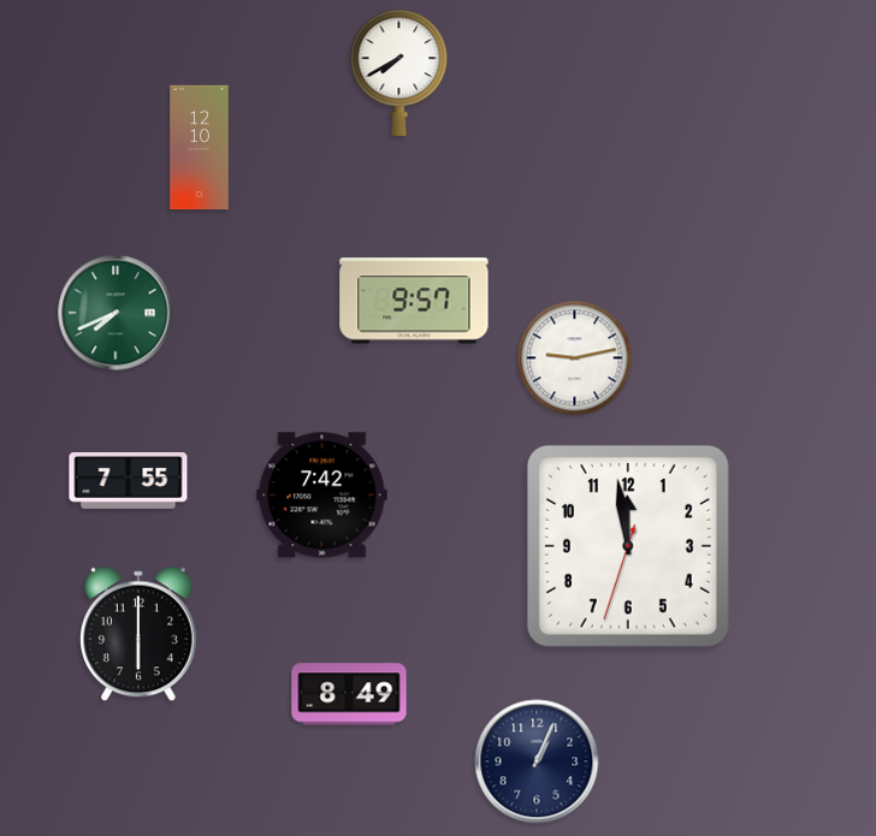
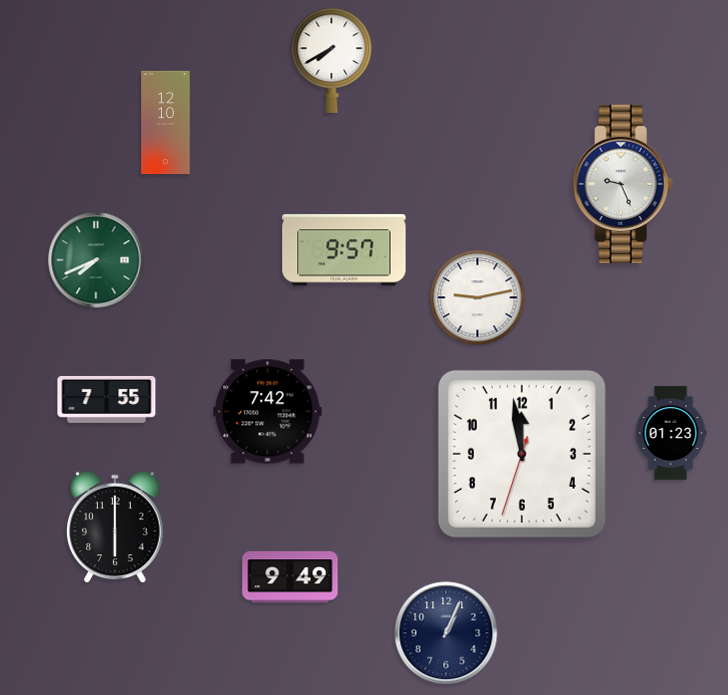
clock at (623, 184): none -> 9:26
clock at (671, 433): none -> 01:23
clock at (349, 694): 8:49 -> 9:49
